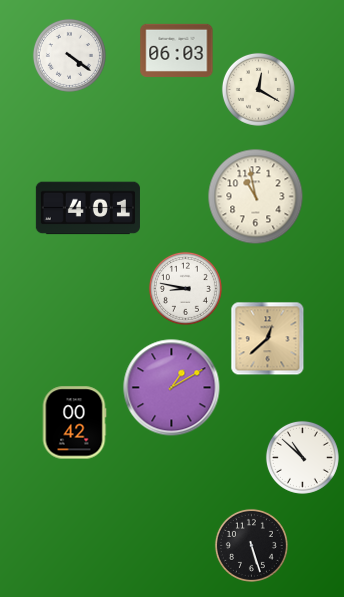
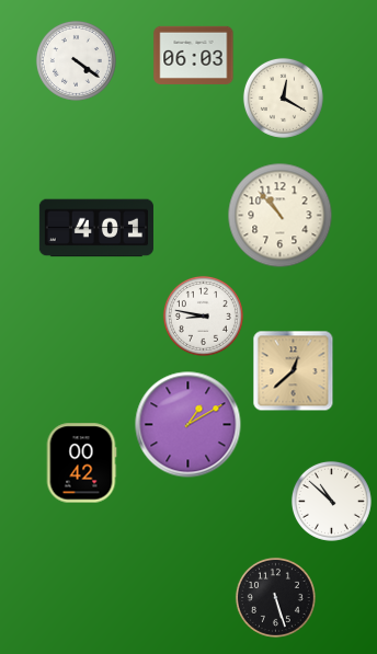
clock at (256, 197): 10:58 -> 10:53
